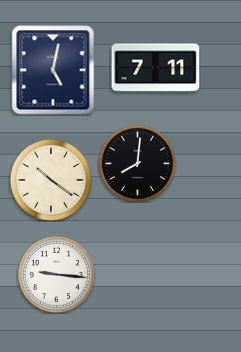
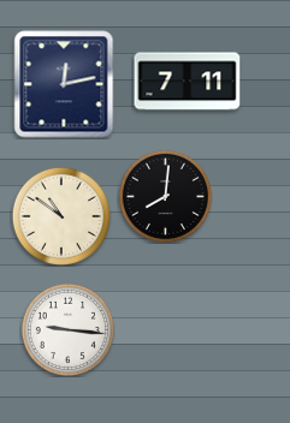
clock at (53, 70): 5:02 -> 12:13
clock at (51, 180): 10:21 -> 10:51
